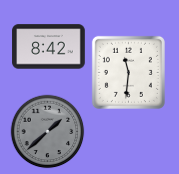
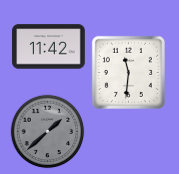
clock at (49, 47): 8:42 -> 11:42
